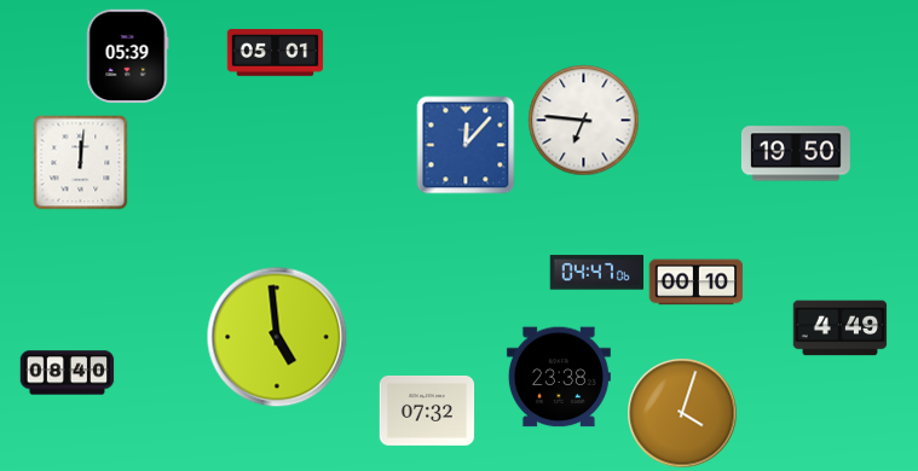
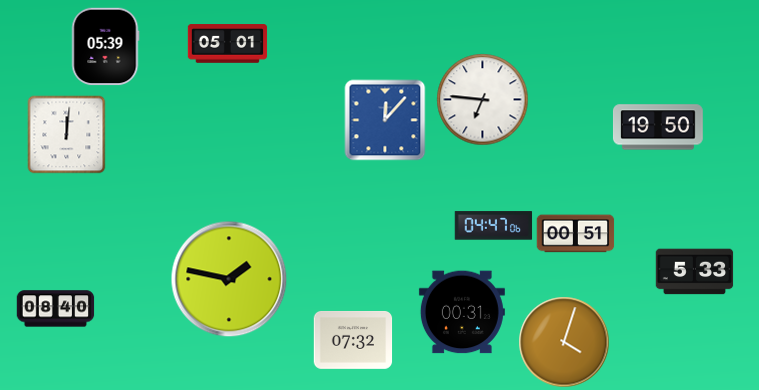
clock at (695, 283): 00:10 -> 00:51
clock at (839, 328): 4:49 -> 5:33
clock at (277, 337): 4:59 -> 1:47
clock at (559, 377): 23:38 -> 00:31
